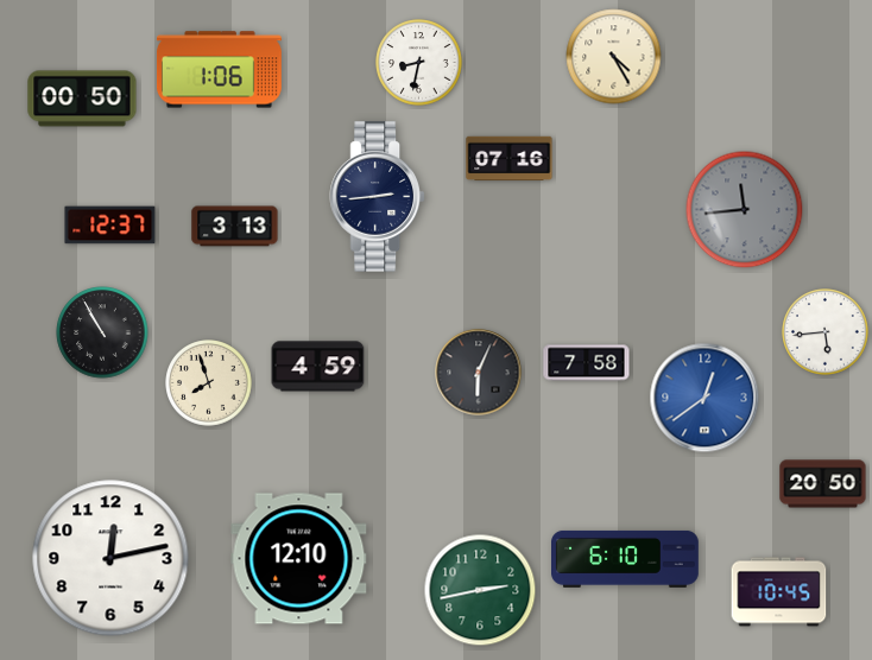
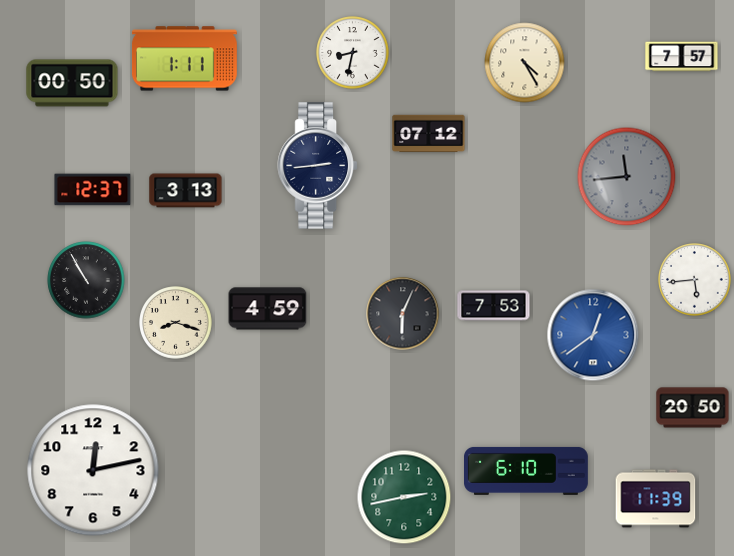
clock at (614, 57) position: (614, 57) -> (525, 63)
clock at (682, 57): none -> 7:57
clock at (219, 70): 1:06 -> 1:11
clock at (82, 99) position: (82, 99) -> (72, 83)
clock at (510, 159): 07:16 -> 07:12
clock at (235, 227) position: (235, 227) -> (186, 191)
clock at (587, 363): 7:58 -> 7:53
clock at (209, 383): 7:57 -> 8:18
clock at (299, 559): 12:10 -> none
clock at (779, 592): 10:45 -> 11:39
